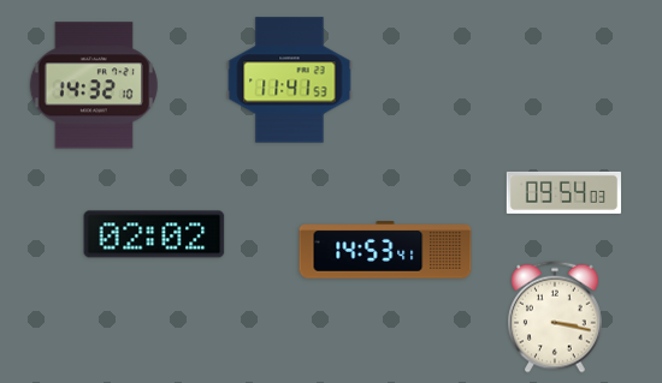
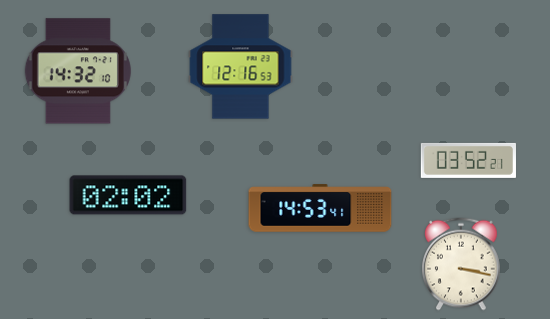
clock at (290, 80): 11:41 -> 12:16
clock at (563, 192): 09:54 -> 03:52
